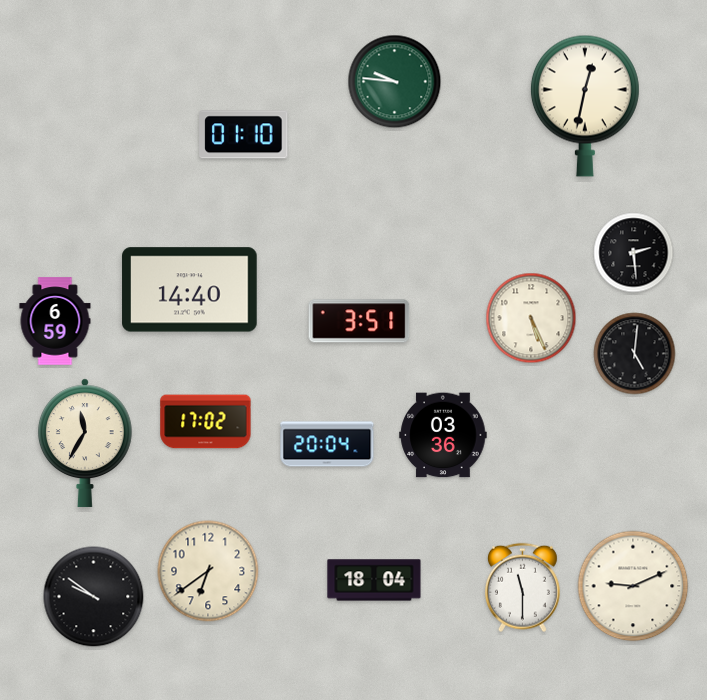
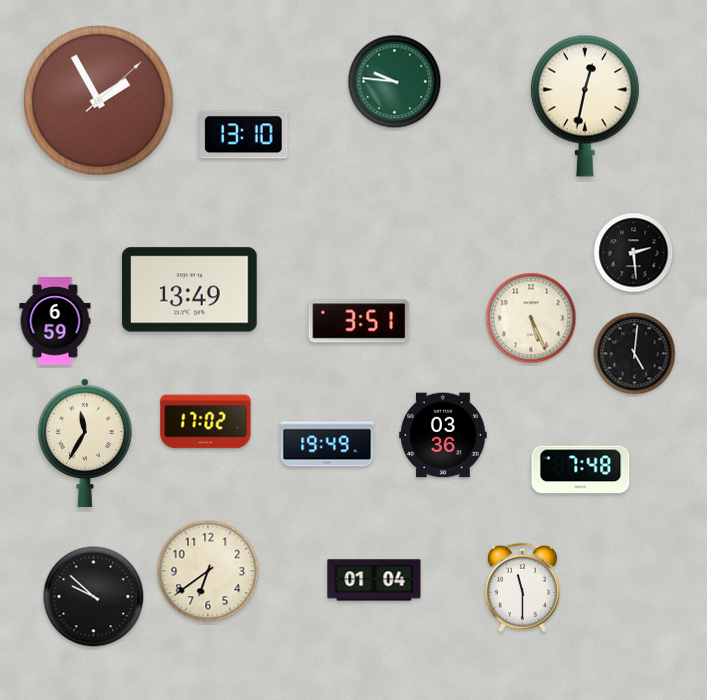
clock at (99, 101): none -> 1:55
clock at (244, 135): 01:10 -> 13:10
clock at (190, 290): 14:40 -> 13:49
clock at (327, 444): 20:04 -> 19:49
clock at (581, 470): none -> 7:48
clock at (374, 580): 18:04 -> 01:04
clock at (633, 586): 9:11 -> none
clock at (94, 597): 9:51 -> 9:52
